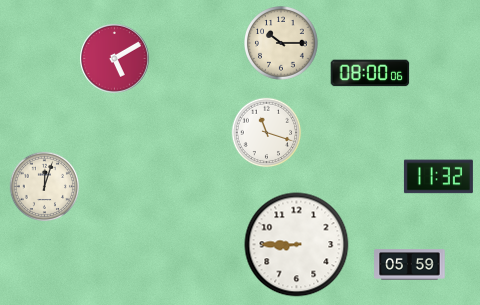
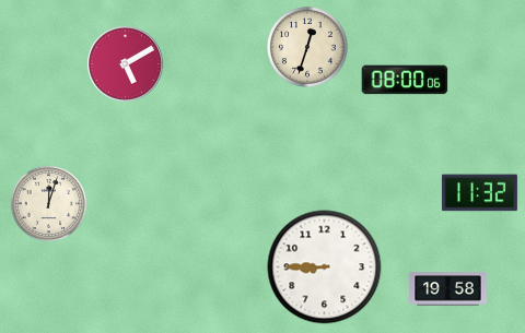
clock at (281, 43): 10:15 -> 12:33
clock at (267, 133): 11:18 -> none
clock at (410, 265): 05:59 -> 19:58
